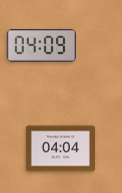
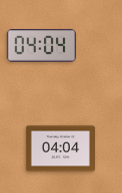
clock at (41, 46): 04:09 -> 04:04
